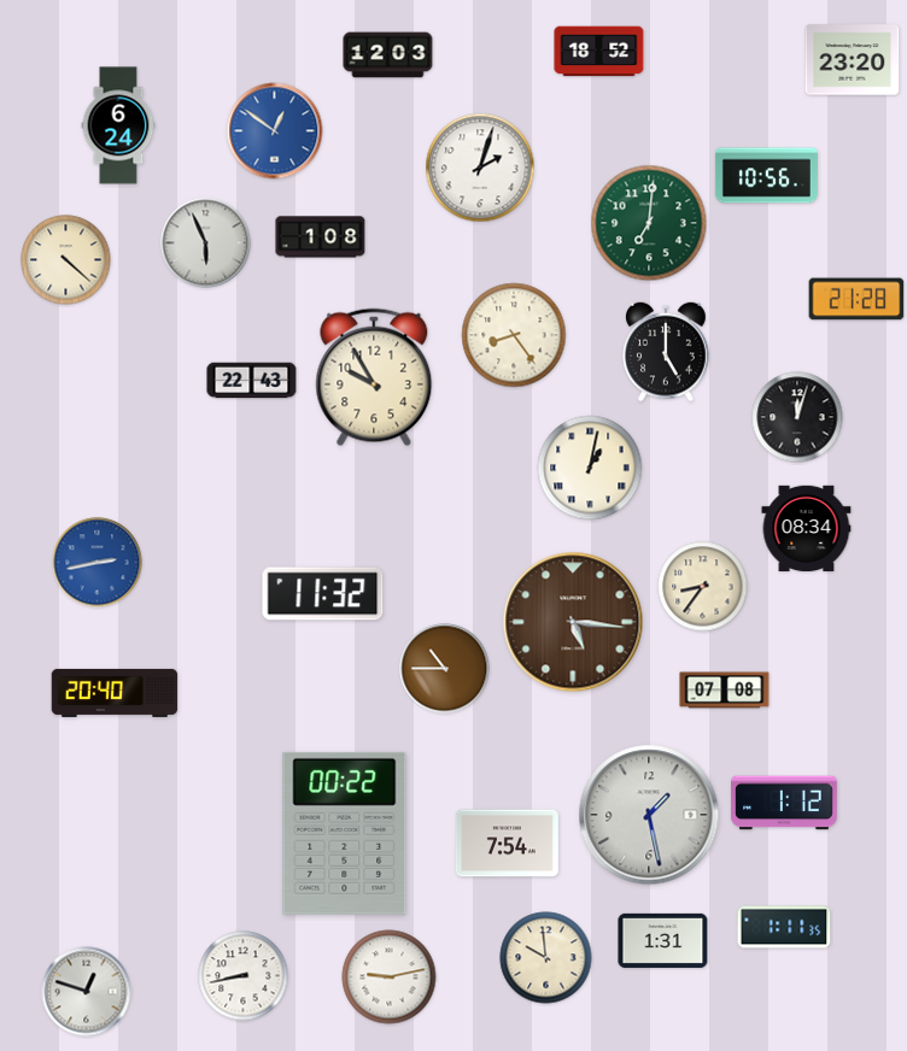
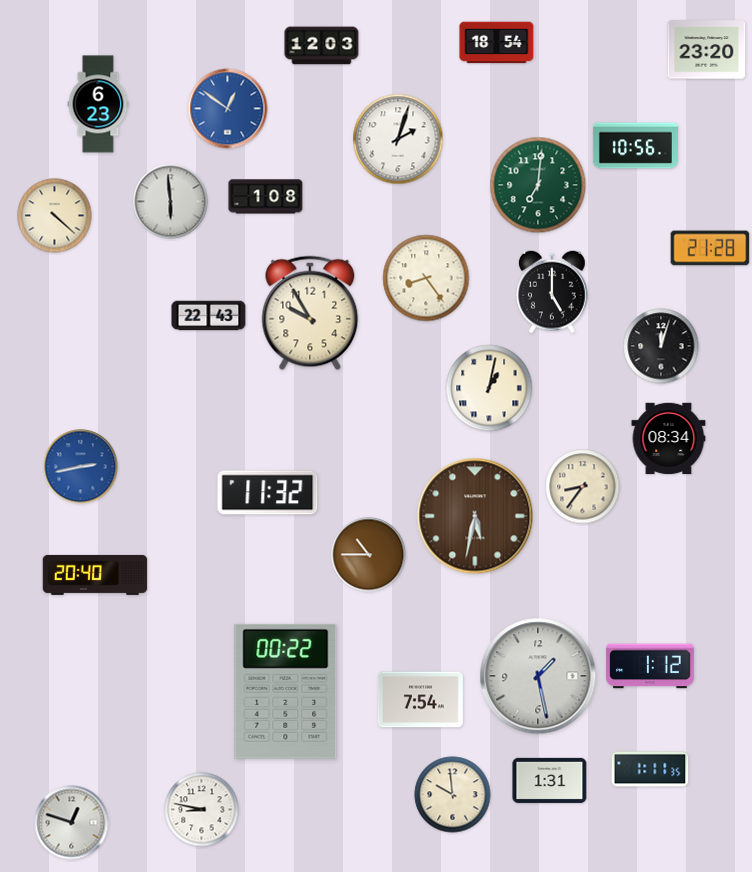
clock at (599, 52): 18:52 -> 18:54
clock at (118, 125): 6:24 -> 6:23
clock at (206, 243): 5:56 -> 5:59
clock at (573, 622): 5:16 -> 5:32
clock at (725, 691): 07:08 -> none
clock at (244, 976): 8:43 -> 8:47
clock at (390, 977): 9:13 -> none
